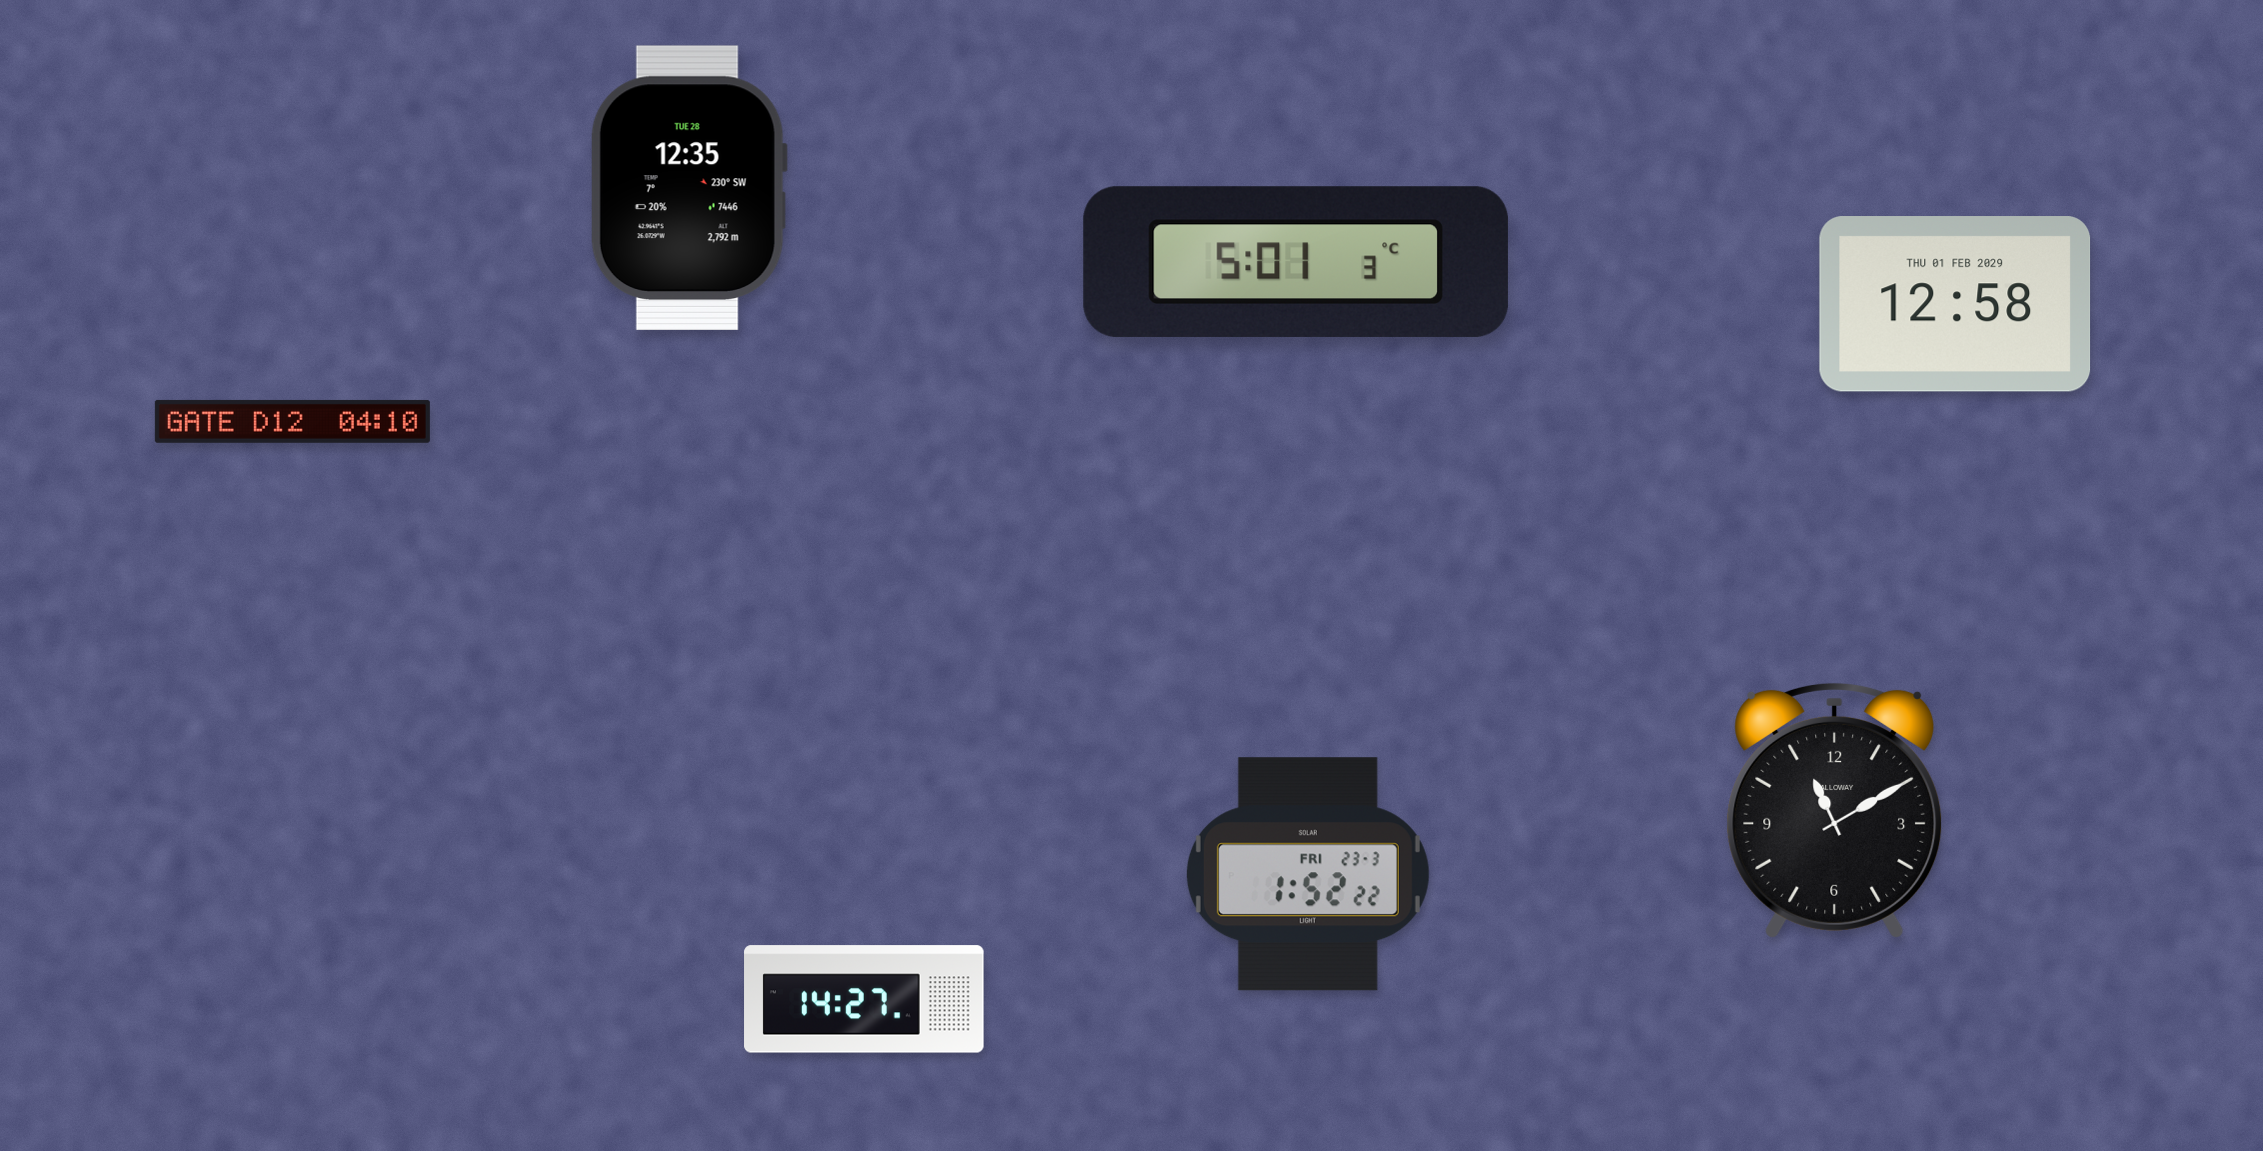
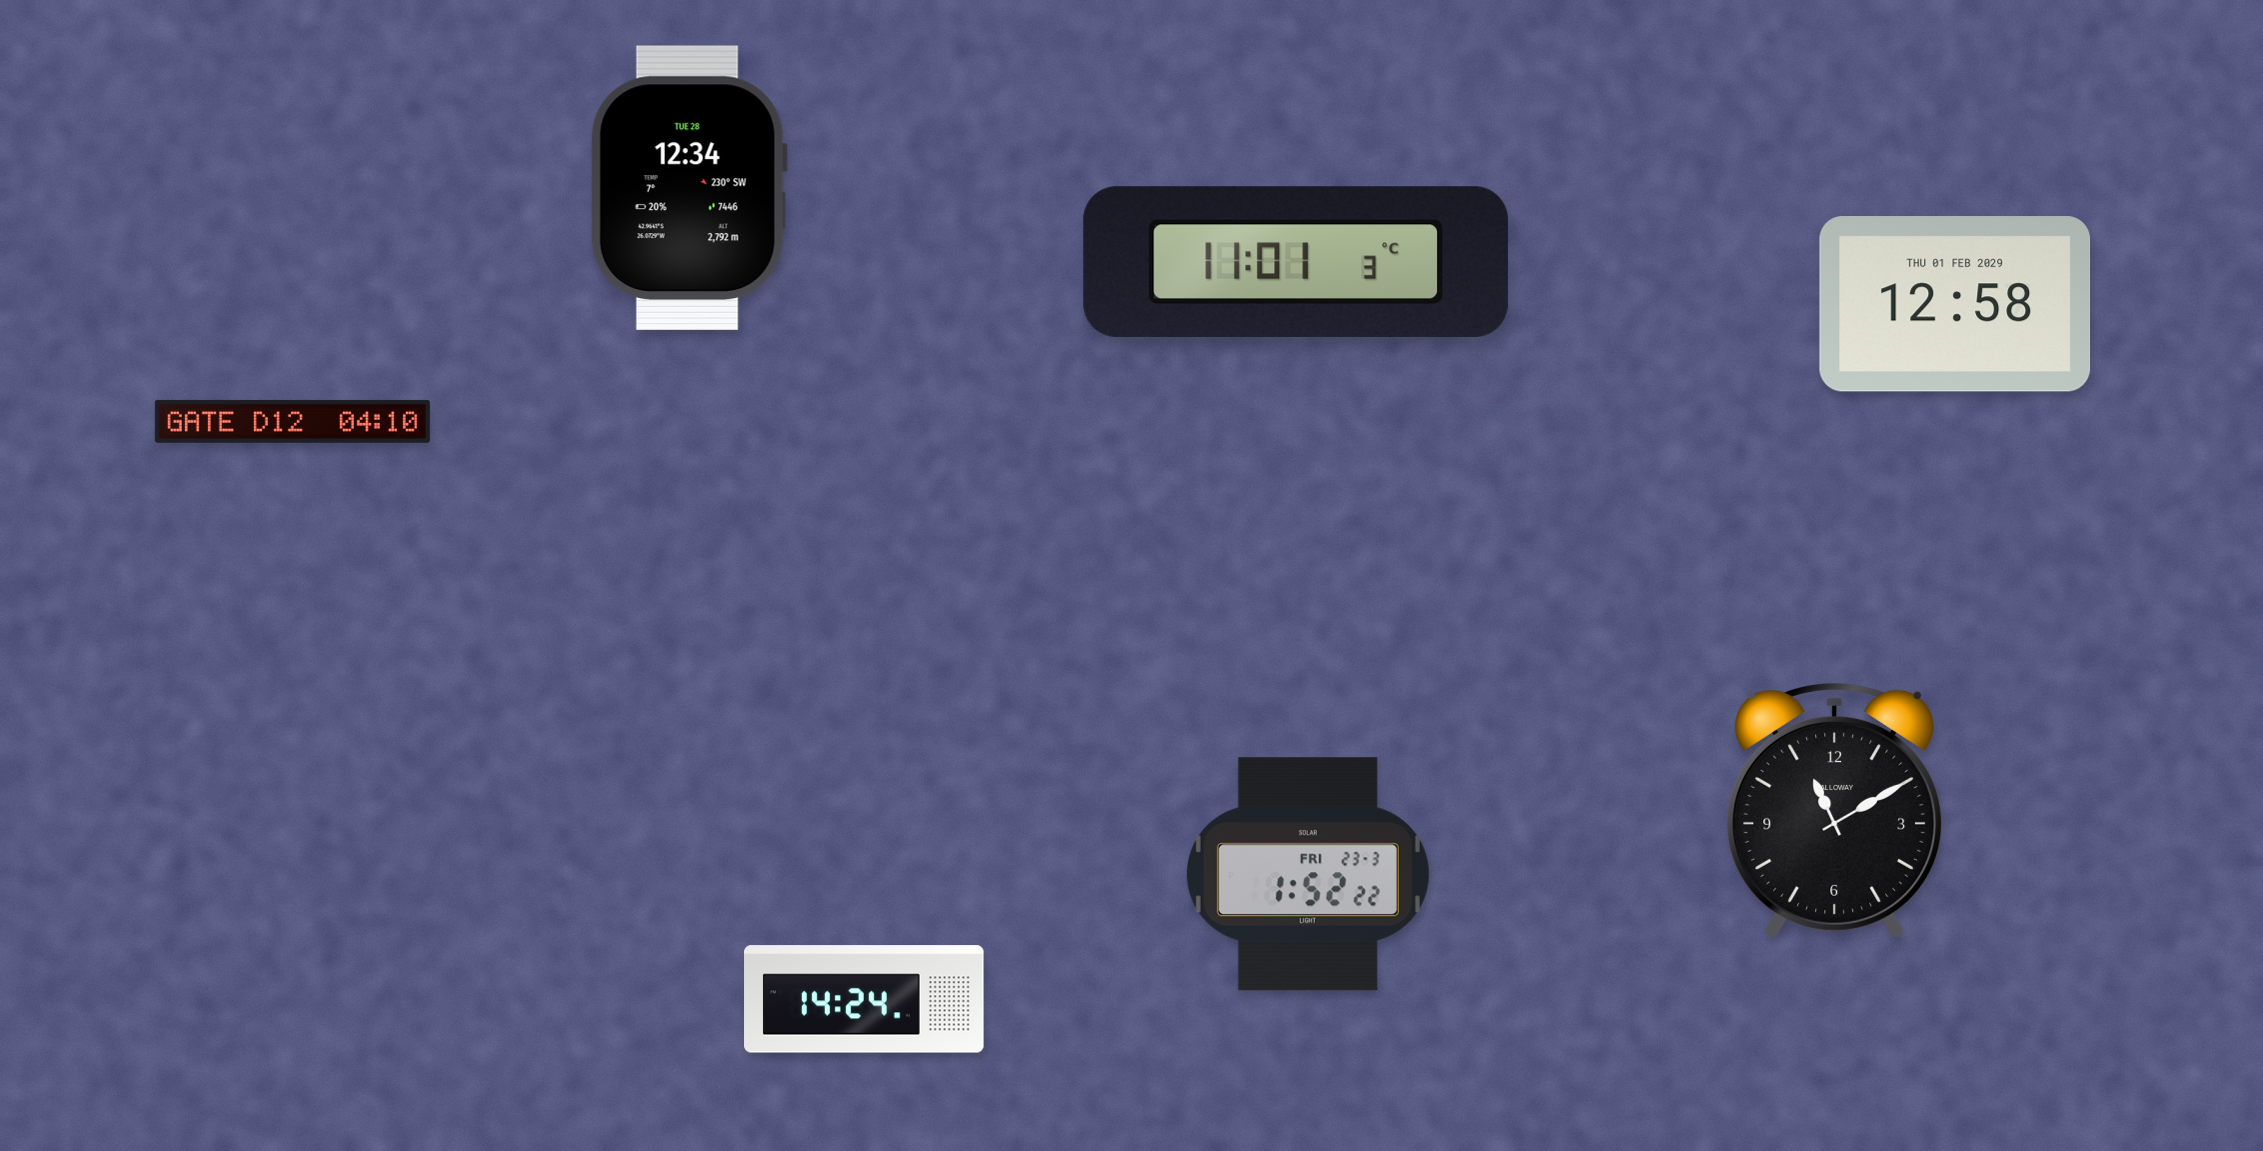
clock at (689, 188): 12:35 -> 12:34
clock at (1296, 262): 5:01 -> 11:01
clock at (864, 999): 14:27 -> 14:24
